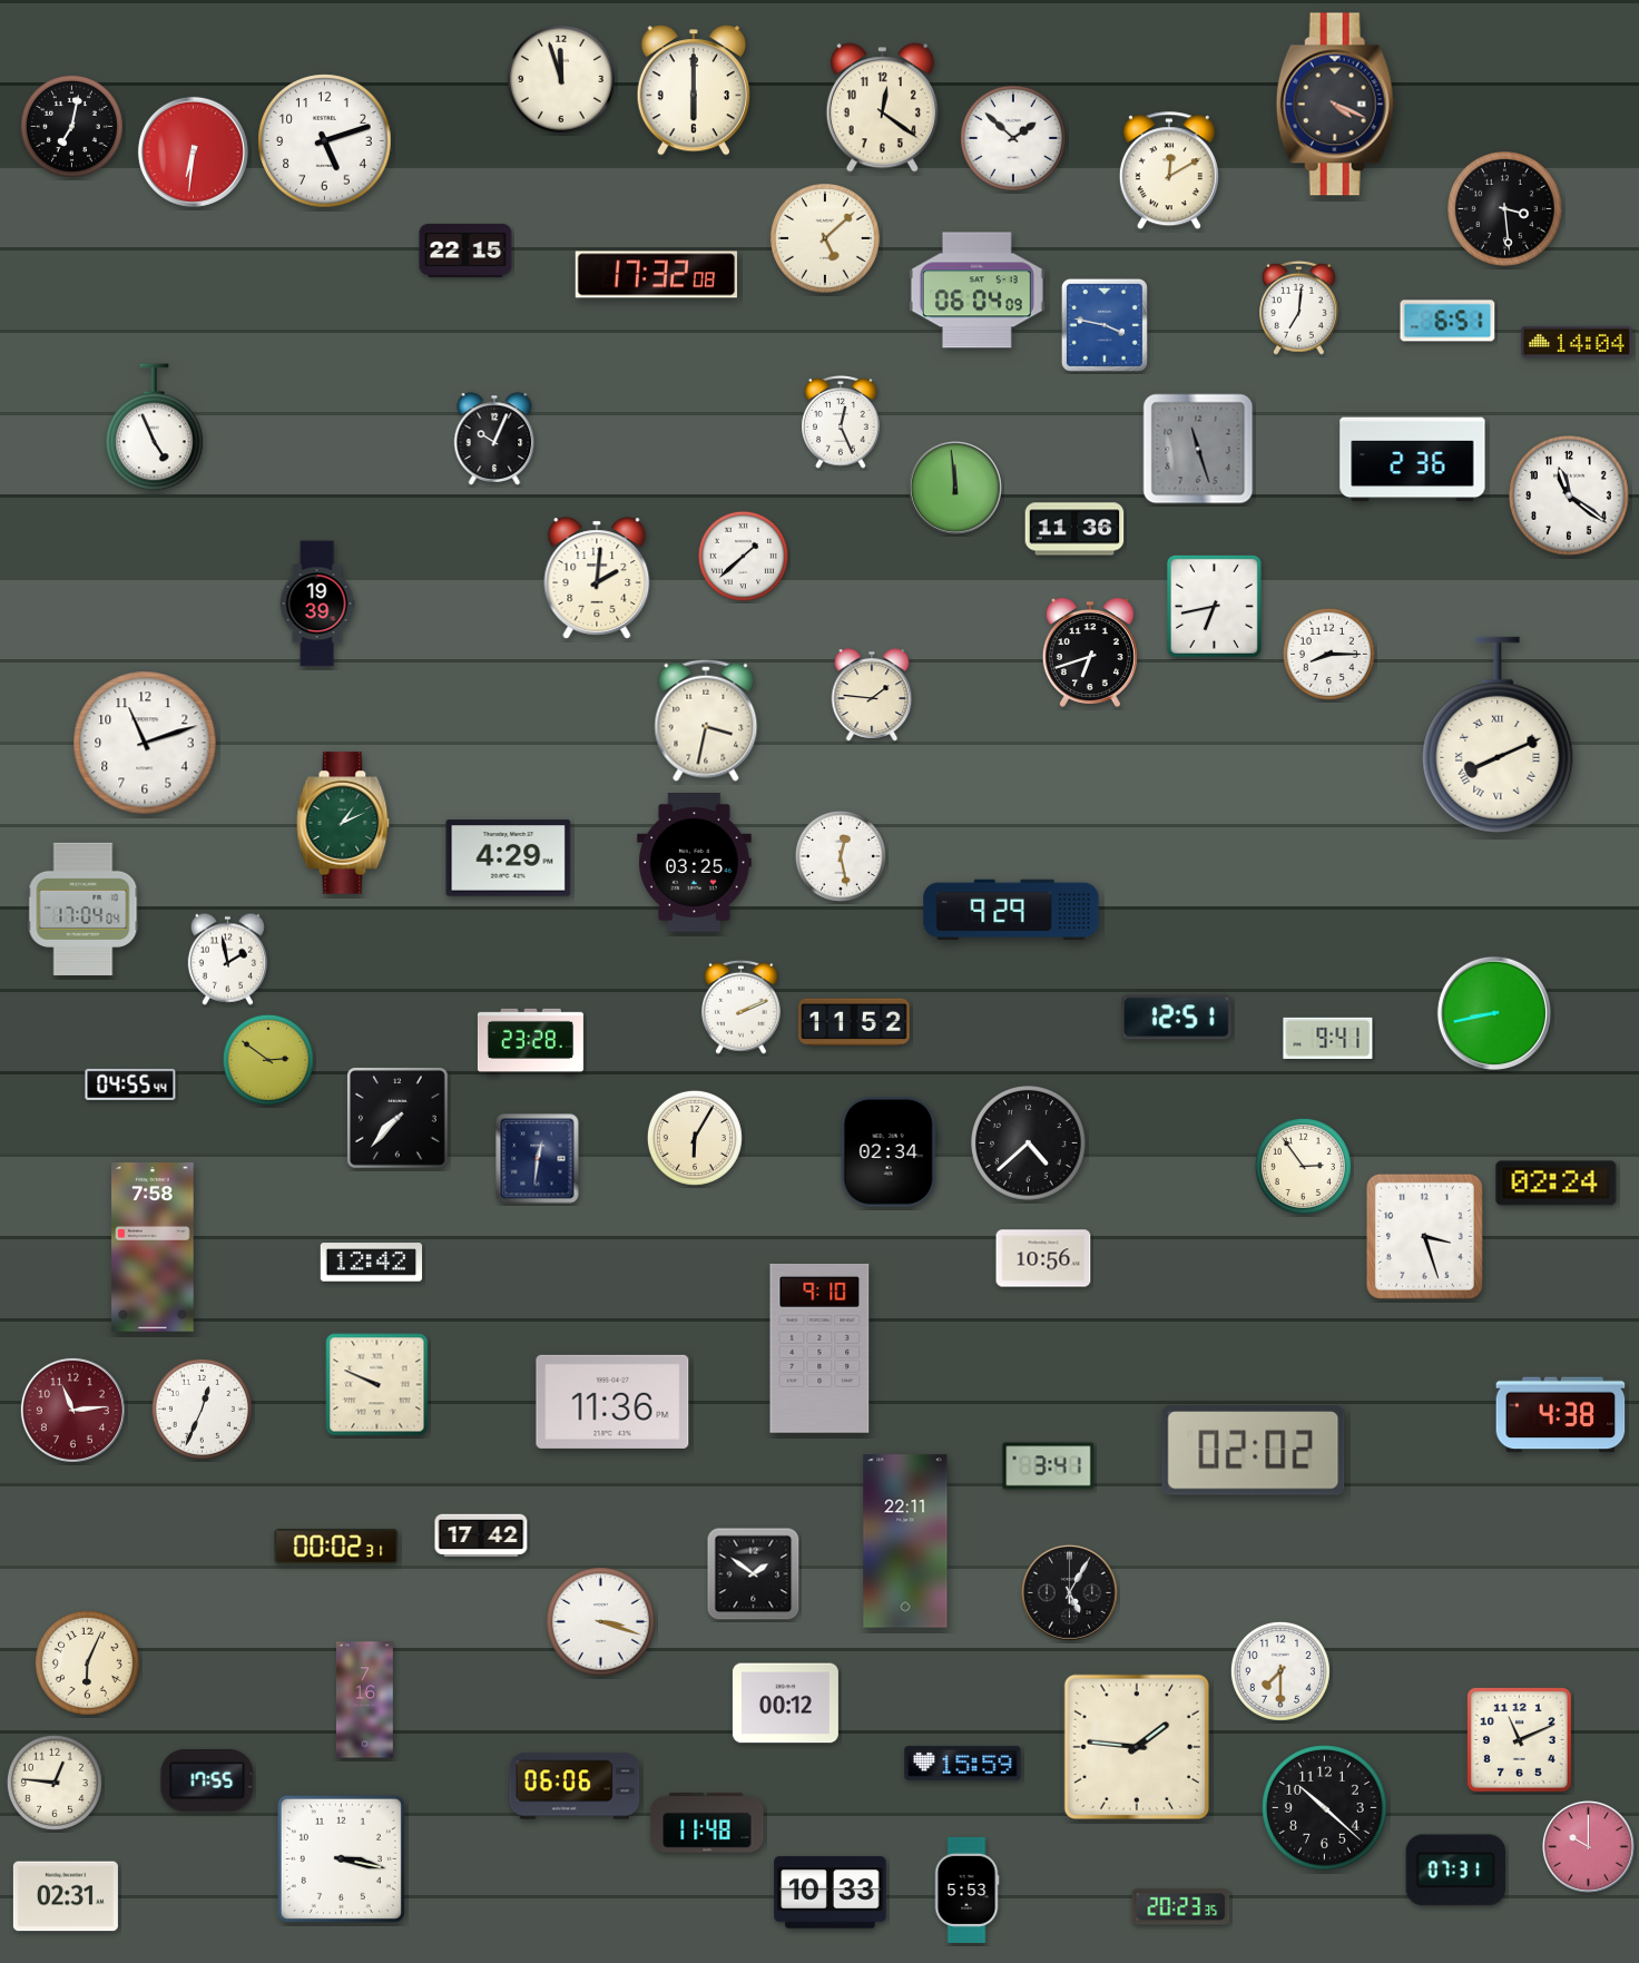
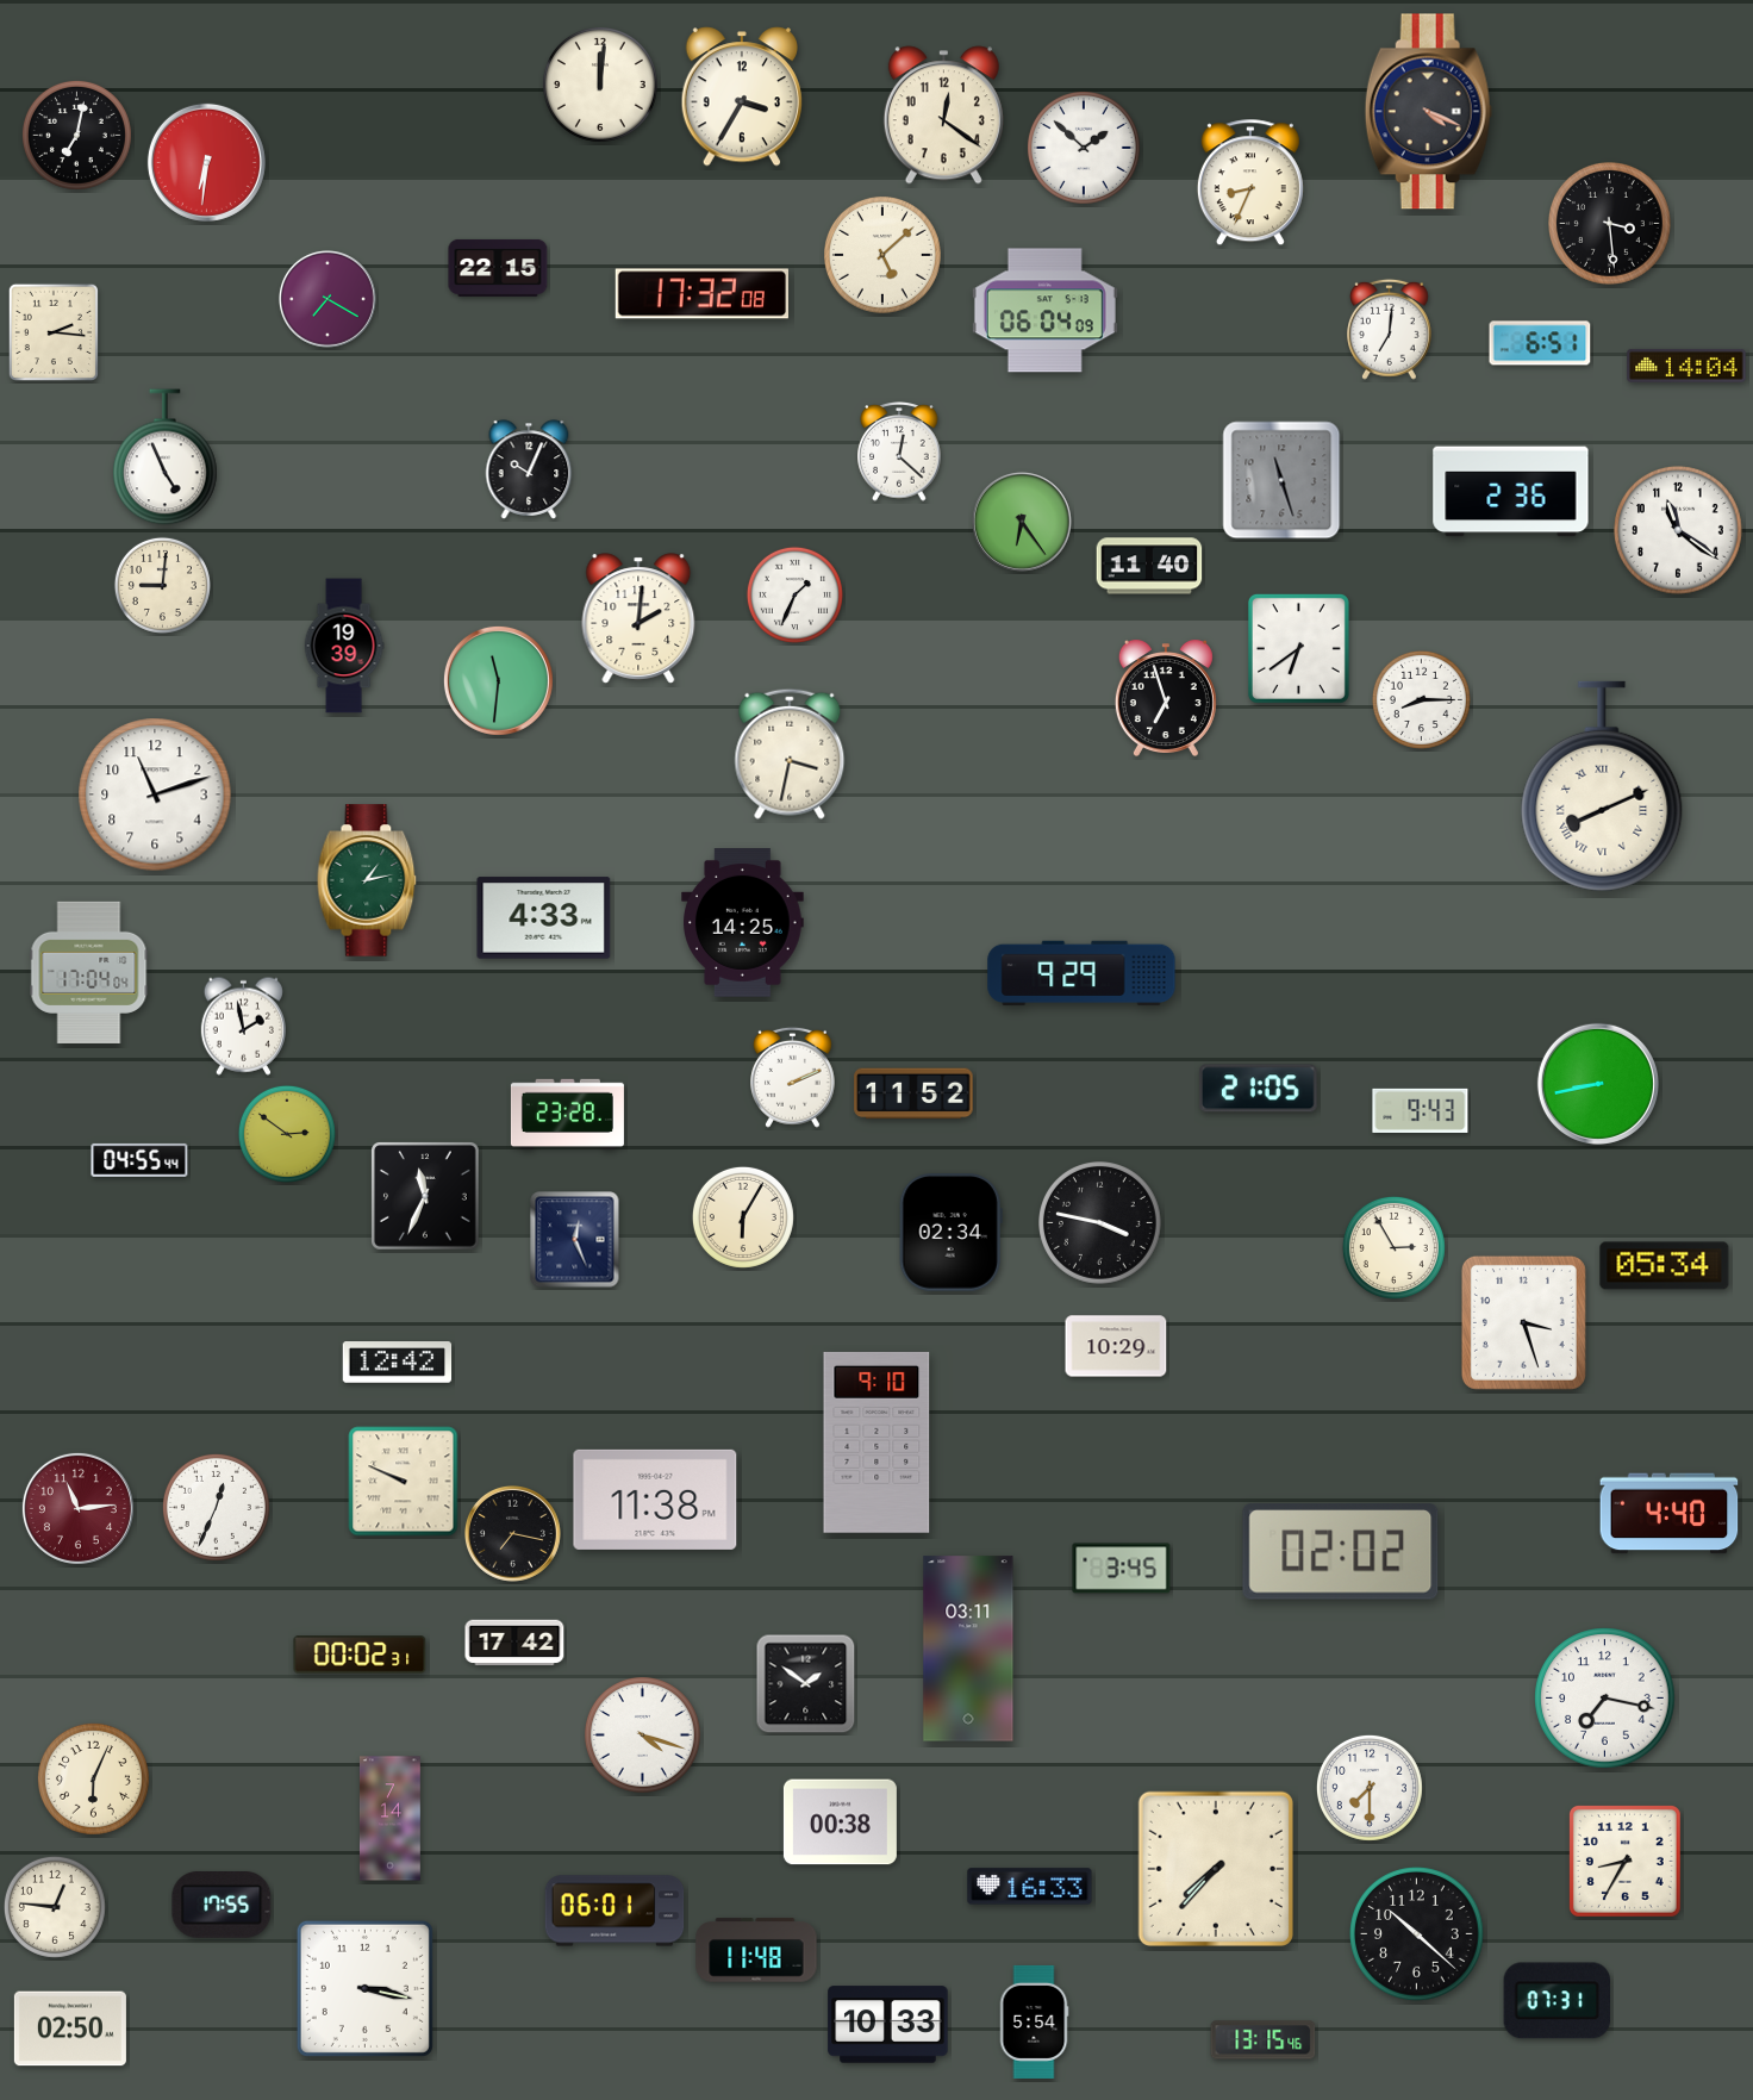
clock at (561, 79): 11:57 -> 12:01
clock at (693, 90): 6:00 -> 3:35
clock at (325, 141): 5:12 -> none
clock at (1169, 171): 12:10 -> 8:34
clock at (327, 299): none -> 7:20
clock at (54, 332): none -> 2:16
clock at (1447, 321) position: (1447, 321) -> (1540, 343)
clock at (1105, 325): 3:47 -> none
clock at (841, 423): 12:26 -> 12:22
clock at (955, 488): 11:59 -> 6:24
clock at (1074, 529): 11:36 -> 11:40
clock at (162, 585): none -> 9:01
clock at (743, 556): 1:38 -> 1:34
clock at (317, 603) position: (317, 603) -> (344, 646)
clock at (1214, 606): 6:43 -> 6:39
clock at (498, 680): none -> 11:31
clock at (1090, 652): 6:42 -> 6:57
clock at (872, 695): 1:46 -> none
clock at (706, 720) position: (706, 720) -> (790, 754)
clock at (343, 823): 1:11 -> 1:13
clock at (841, 856): 12:28 -> none
clock at (509, 858): 4:29 -> 4:33
clock at (695, 863): 03:25 -> 14:25
clock at (1177, 1018): 12:51 -> 21:05
clock at (1328, 1038): 9:41 -> 9:43
clock at (399, 1119): 7:37 -> 11:34
clock at (1029, 1144): 4:38 -> 3:47
clock at (538, 1159): 12:31 -> 12:26
clock at (1303, 1166): 2:54 -> 2:55
clock at (1557, 1184): 02:24 -> 05:34
clock at (153, 1248): 7:58 -> none
clock at (1043, 1258): 10:56 -> 10:29
clock at (372, 1263) position: (372, 1263) -> (398, 1363)
clock at (612, 1402): 11:36 -> 11:38
clock at (1561, 1415): 4:38 -> 4:40
clock at (512, 1533): none -> 7:17
clock at (1049, 1466): 3:41 -> 3:45
clock at (905, 1541): 22:11 -> 03:11
clock at (1605, 1699): none -> 7:17
clock at (1069, 1592): 5:05 -> none
clock at (600, 1621): 3:18 -> 4:18
clock at (365, 1700): 7:16 -> 7:14
clock at (785, 1704): 00:12 -> 00:38
clock at (1519, 1739): 11:11 -> 8:35
clock at (1137, 1747): 1:46 -> 7:37
clock at (963, 1764): 15:59 -> 16:33
clock at (55, 1783) position: (55, 1783) -> (55, 1907)
clock at (575, 1786): 06:06 -> 06:01
clock at (1588, 1846): 10:00 -> none
clock at (966, 1890): 5:53 -> 5:54
clock at (66, 1896): 02:31 -> 02:50
clock at (1181, 1907): 20:23 -> 13:15
